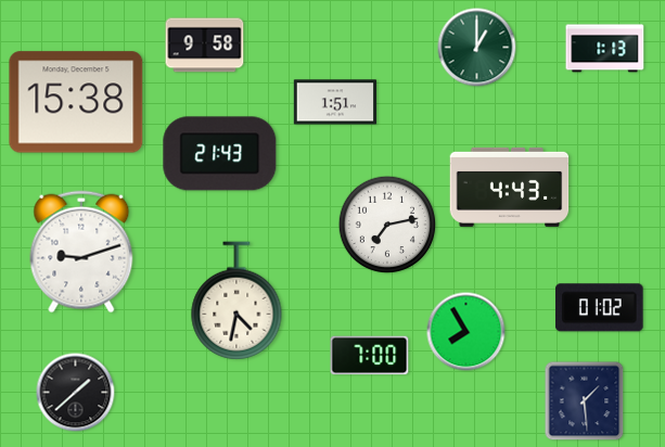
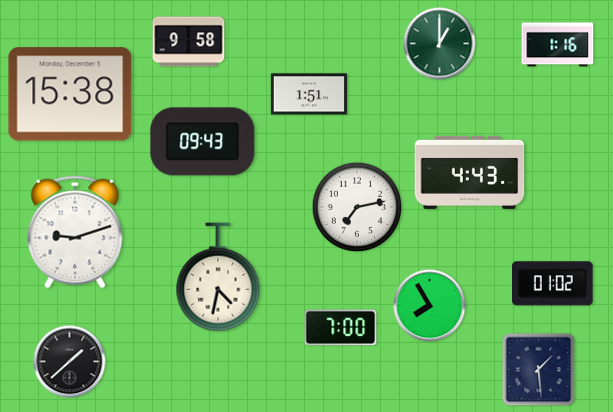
clock at (605, 49): 1:13 -> 1:16
clock at (220, 154): 21:43 -> 09:43
